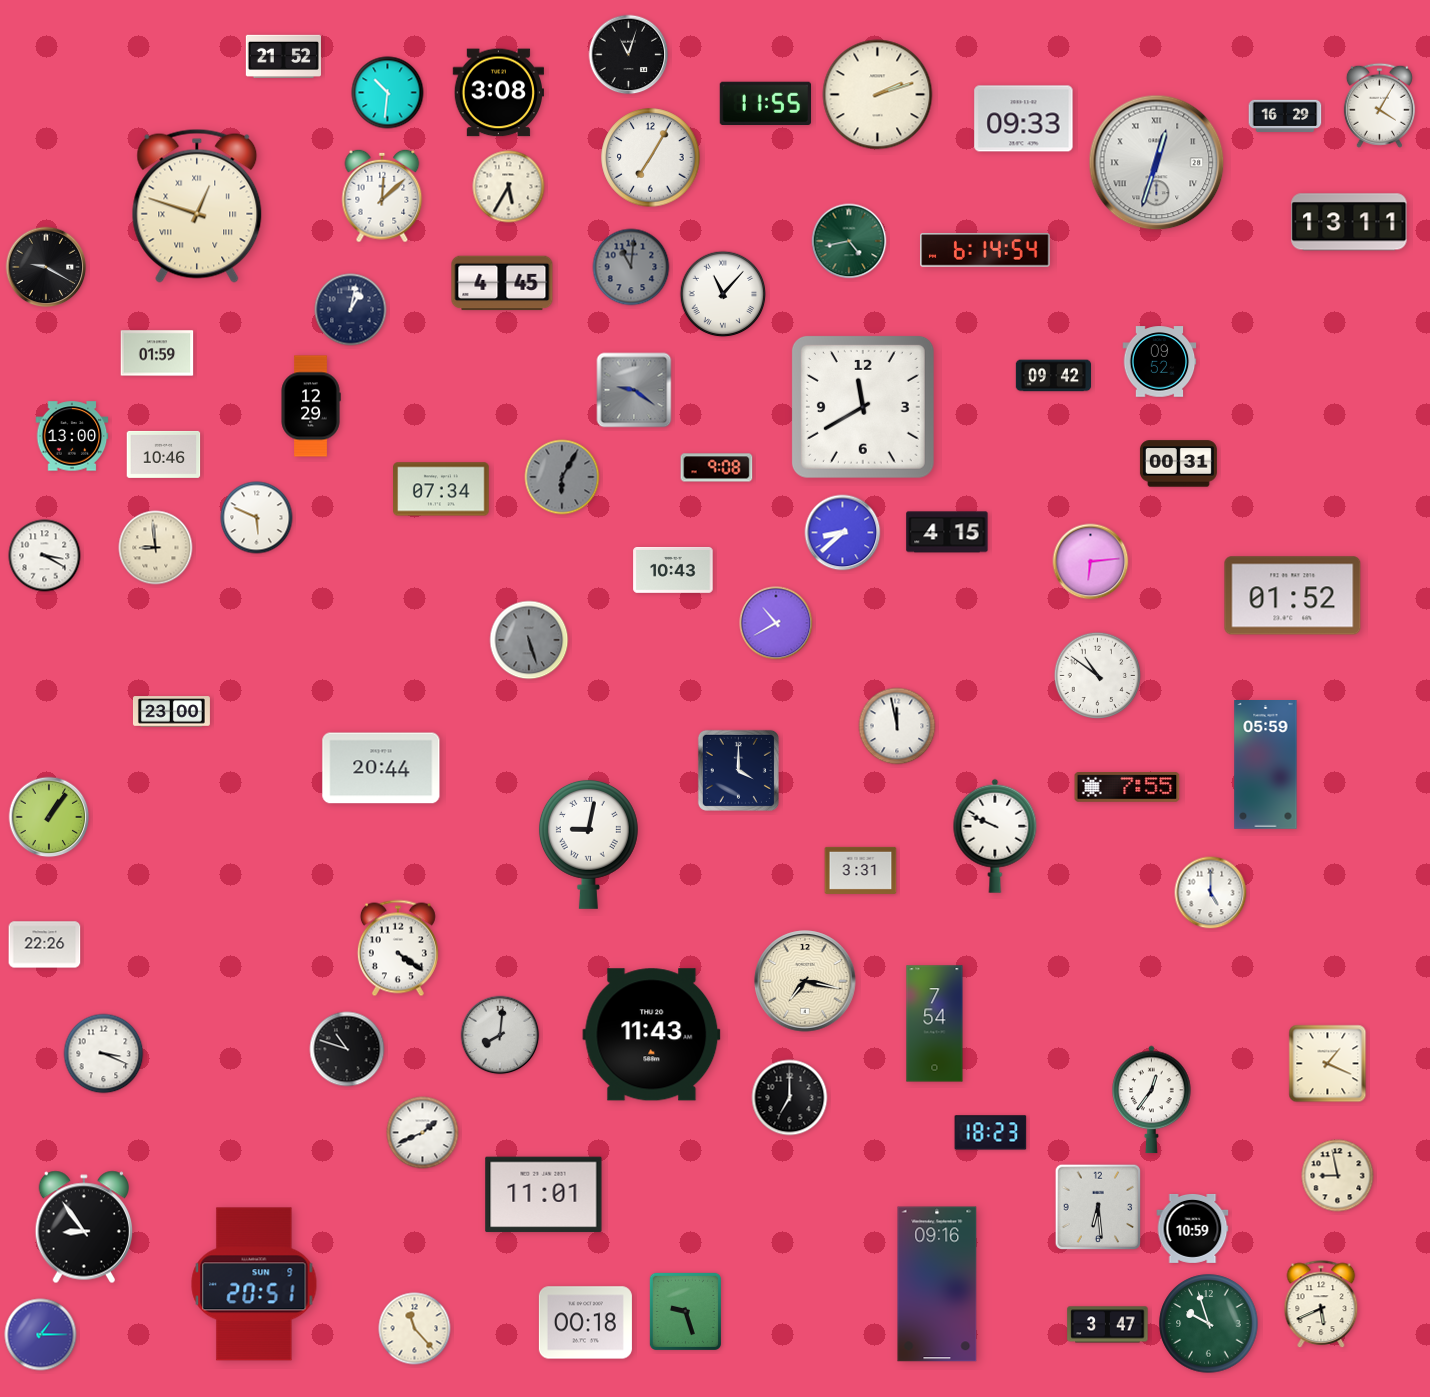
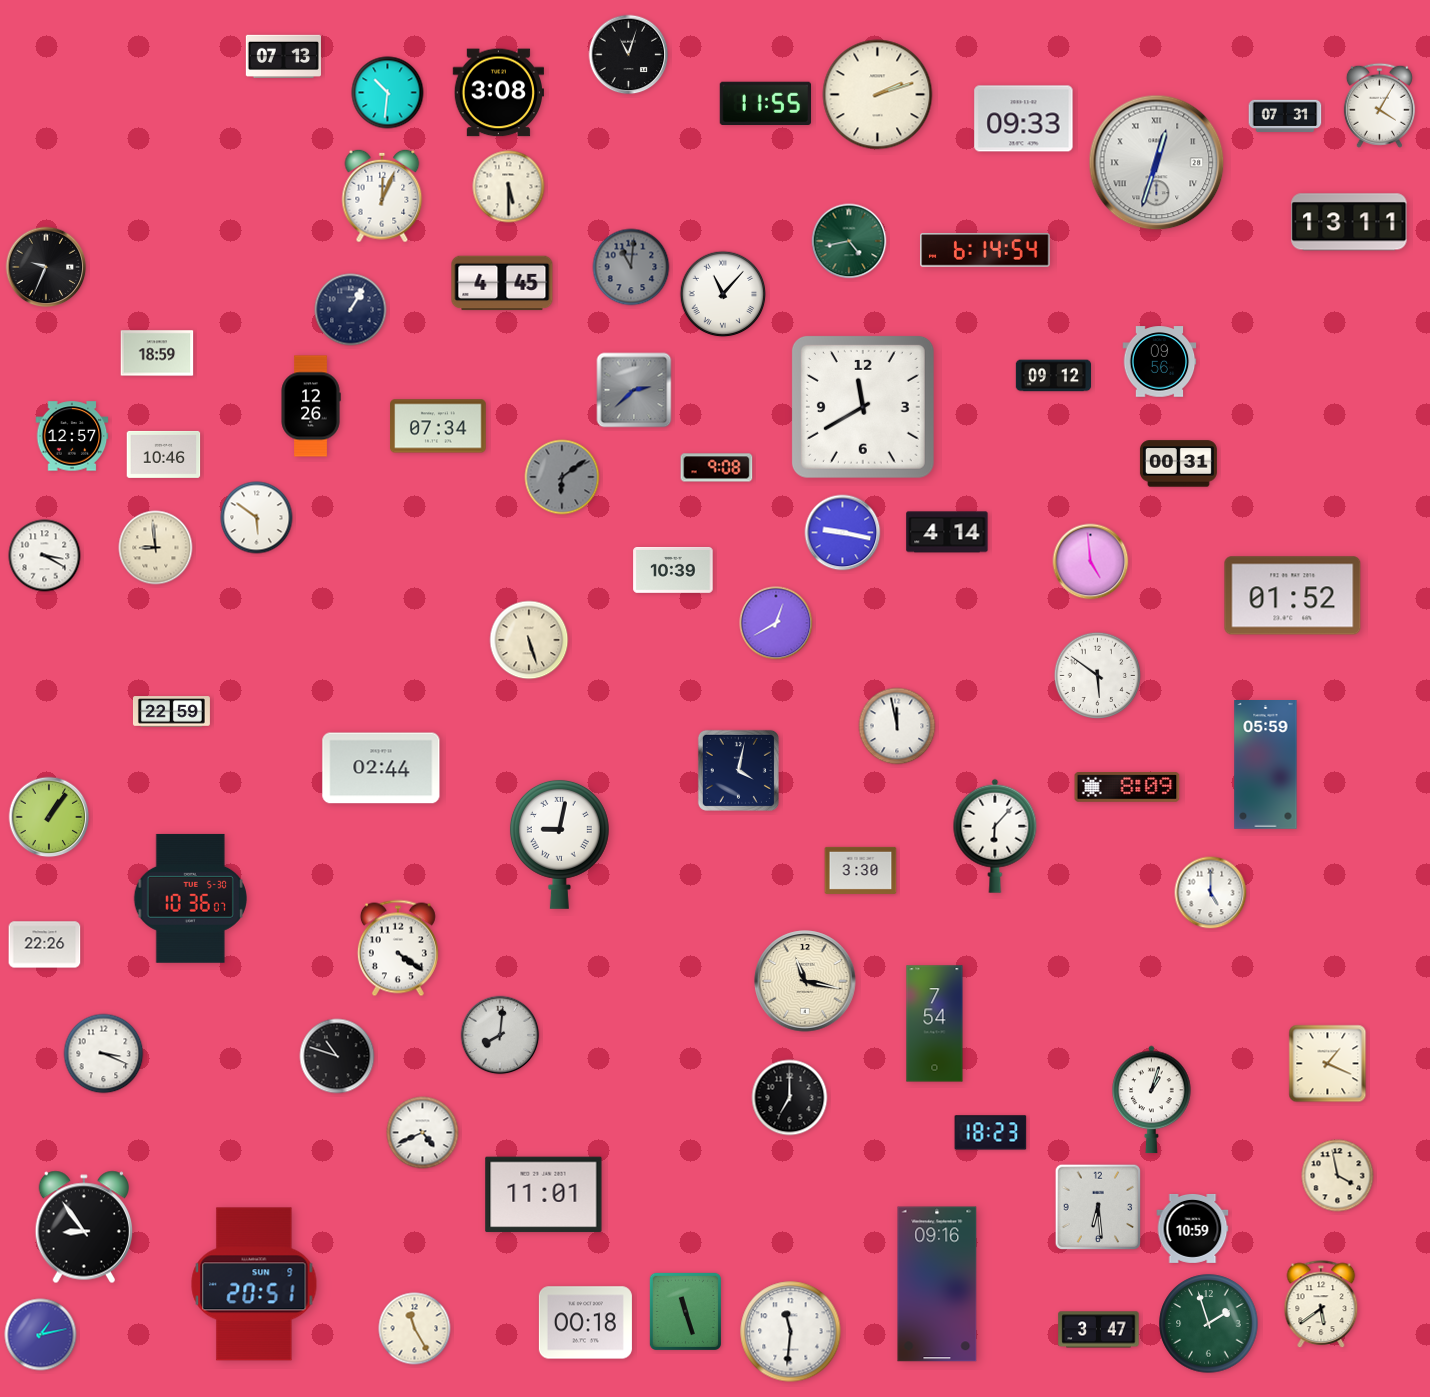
clock at (283, 56): 21:52 -> 07:13
clock at (1285, 116): 16:29 -> 07:31
clock at (651, 158): 7:05 -> none
clock at (509, 187): 5:35 -> 5:30
clock at (382, 196): 12:08 -> 12:04
clock at (197, 206): 12:48 -> none
clock at (46, 267): 9:20 -> 9:34
clock at (351, 310): 1:02 -> 1:05
clock at (157, 353): 01:59 -> 18:59
clock at (1160, 362): 09:52 -> 09:56
clock at (1053, 376): 09:42 -> 09:12
clock at (634, 390): 9:21 -> 2:38
clock at (311, 406): 12:29 -> 12:26
clock at (72, 436): 13:00 -> 12:57
clock at (562, 477): 6:05 -> 6:09
clock at (441, 489) position: (441, 489) -> (438, 426)
clock at (257, 518): 5:49 -> 5:51
clock at (947, 532): 4:15 -> 4:14
clock at (843, 533): 8:38 -> 9:17
clock at (1091, 562): 6:14 -> 4:59
clock at (673, 570): 10:43 -> 10:39
clock at (776, 623): 10:40 -> 12:40
clock at (529, 640) dial: grey -> cream
clock at (1098, 676): 10:51 -> 5:51
clock at (171, 712): 23:00 -> 22:59
clock at (381, 768): 20:44 -> 02:44
clock at (738, 770): 4:00 -> 4:02
clock at (1127, 788): 7:55 -> 8:09
clock at (995, 836): 9:49 -> 6:07
clock at (588, 844) position: (588, 844) -> (559, 844)
clock at (861, 870): 3:31 -> 3:30
clock at (190, 898): none -> 10:36
clock at (805, 981): 7:17 -> 11:17
clock at (652, 1035): 11:43 -> none
clock at (347, 1049) position: (347, 1049) -> (337, 1056)
clock at (1152, 1100): 12:36 -> 1:03
clock at (423, 1133): 1:41 -> 4:41
clock at (1338, 1176): 8:58 -> 3:58
clock at (1321, 1305): 5:41 -> 5:39
clock at (685, 1311): 9:27 -> 11:27
clock at (1209, 1324): 9:57 -> 1:57
clock at (1108, 1325) position: (1108, 1325) -> (1099, 1330)
clock at (415, 1329): 11:23 -> 11:25
clock at (791, 1332): none -> 11:31
clock at (41, 1335): 1:15 -> 1:13
